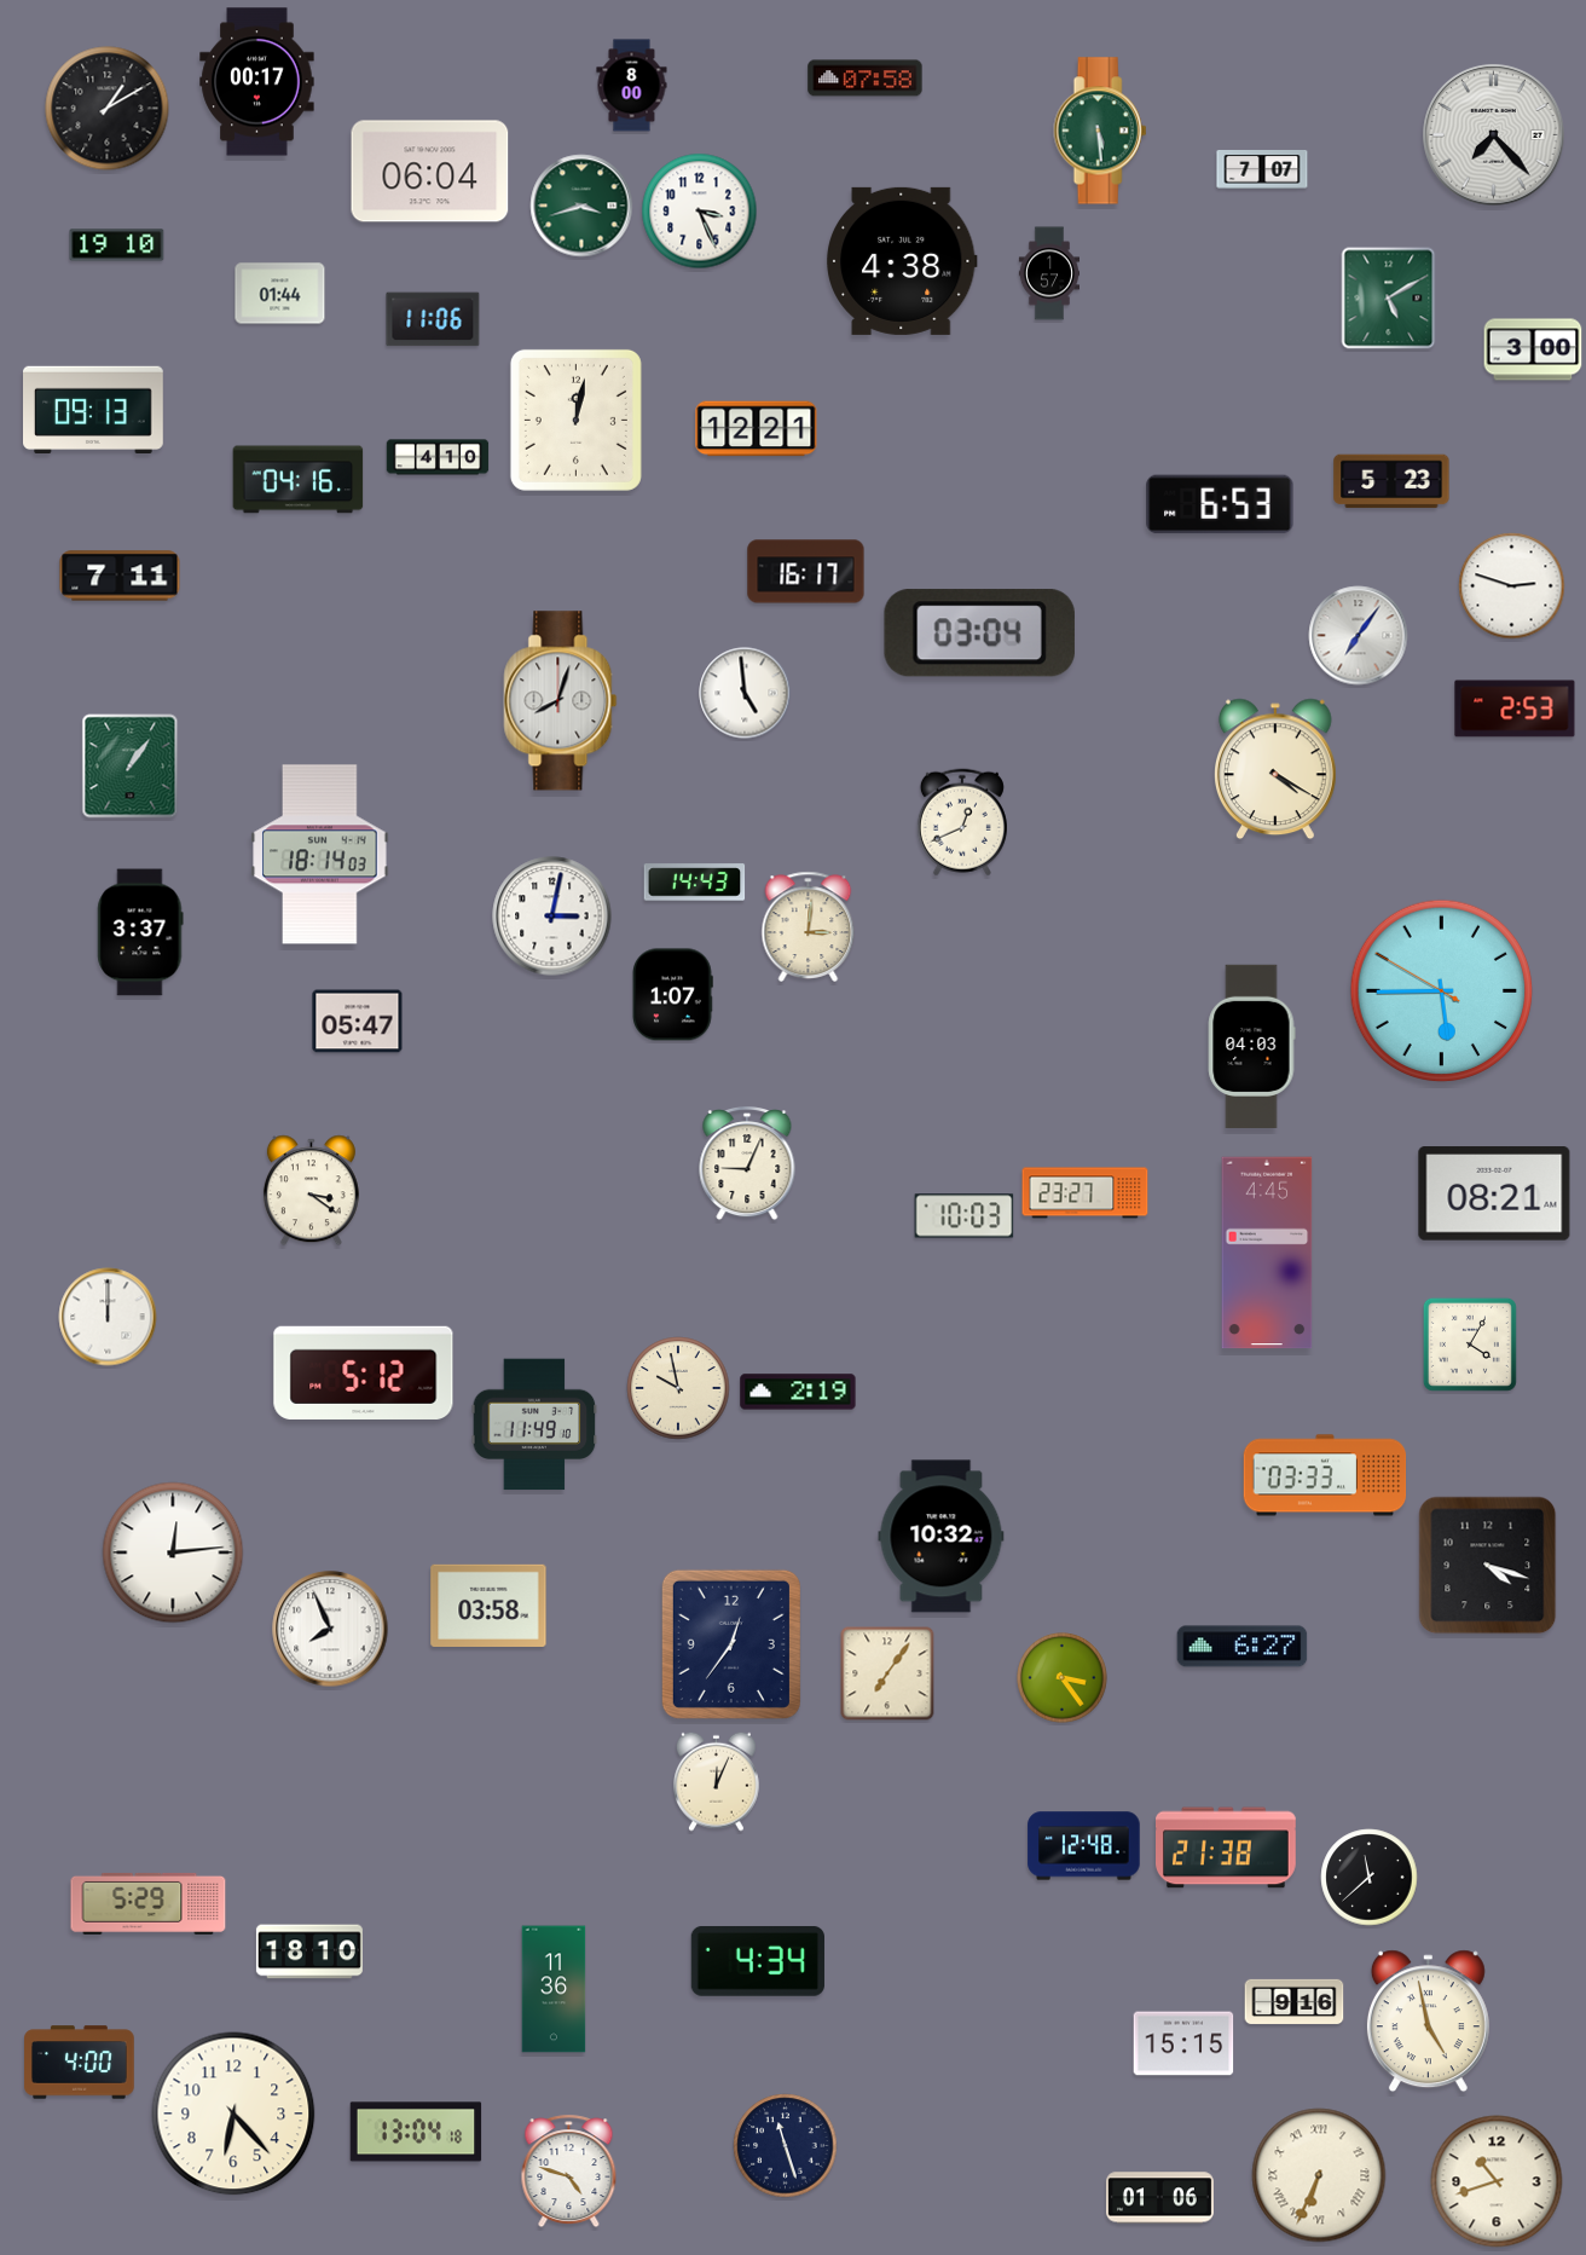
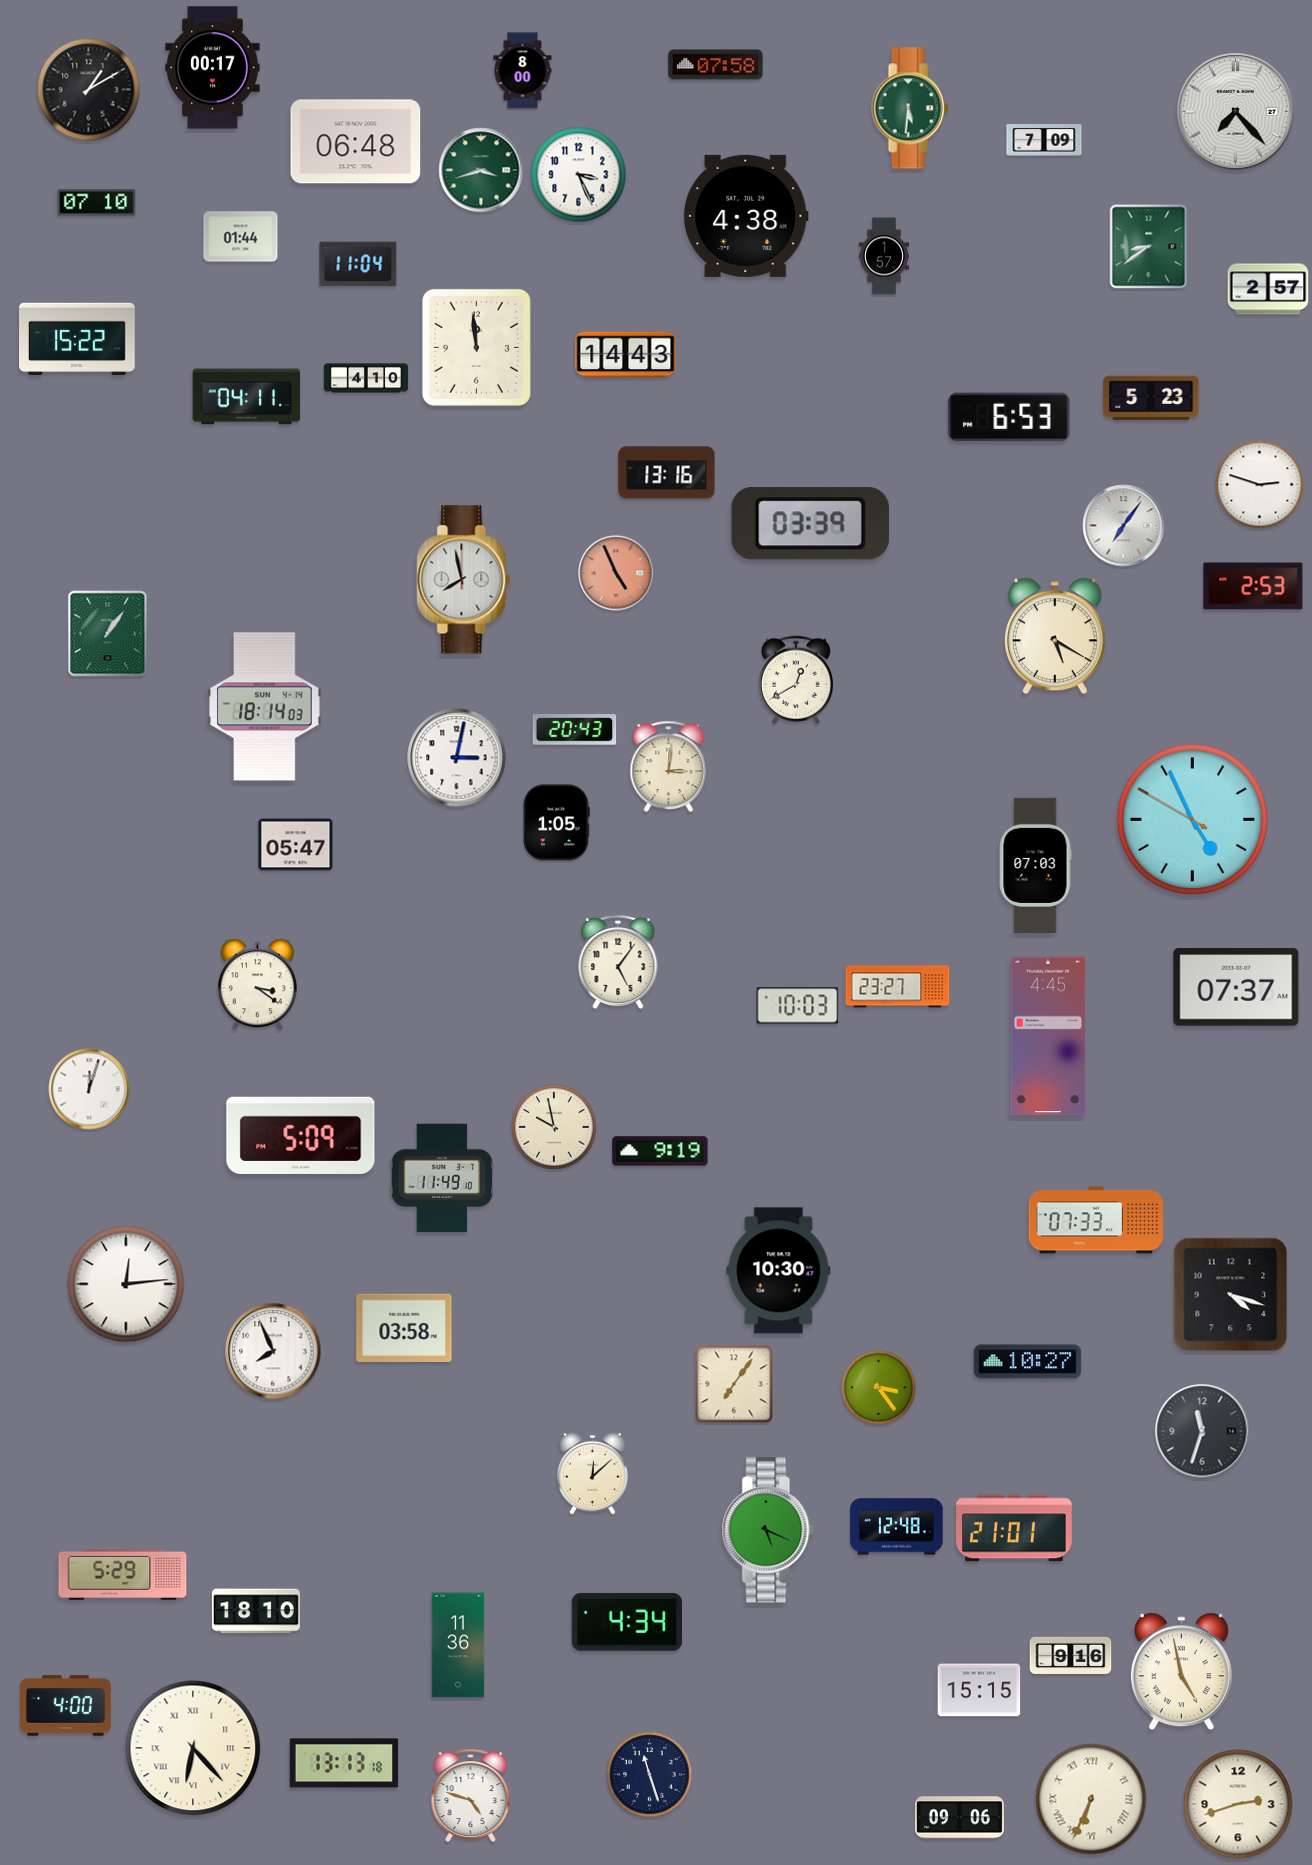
clock at (1100, 131): 5:29 -> 5:31
clock at (1262, 170): 7:07 -> 7:09
clock at (430, 172): 06:04 -> 06:48
clock at (117, 245): 19:10 -> 07:10
clock at (1048, 273) position: (1048, 273) -> (883, 256)
clock at (280, 294) position: (280, 294) -> (241, 237)
clock at (1389, 299): 5:10 -> 8:39
clock at (433, 319): 11:06 -> 11:04
clock at (1533, 349): 3:00 -> 2:57
clock at (94, 409): 09:13 -> 15:22
clock at (575, 420): 12:02 -> 11:59
clock at (757, 429): 12:21 -> 14:43
clock at (438, 457) position: (438, 457) -> (366, 378)
clock at (299, 480): 04:16 -> 04:11
clock at (806, 572): 16:17 -> 13:16
clock at (120, 576): 7:11 -> none
clock at (1512, 586) position: (1512, 586) -> (1260, 485)
clock at (979, 634): 03:04 -> 03:39
clock at (745, 693): 4:59 -> 4:56
clock at (745, 693) dial: white -> salmon
clock at (561, 701): 8:03 -> 7:58
clock at (1277, 769): 4:20 -> 5:20
clock at (962, 822): 12:41 -> 12:40
clock at (695, 883): 14:43 -> 20:43
clock at (140, 932): 3:37 -> none
clock at (1442, 991): 5:44 -> 4:55
clock at (672, 995): 1:07 -> 1:05
clock at (1251, 1046): 04:03 -> 07:03
clock at (747, 1164): 9:04 -> 5:06
clock at (1494, 1193): 08:21 -> 07:37
clock at (108, 1317): 12:00 -> 12:03
clock at (1470, 1345): 4:05 -> none
clock at (364, 1372): 5:12 -> 5:09
clock at (678, 1388) position: (678, 1388) -> (554, 1127)
clock at (798, 1392): 2:19 -> 9:19
clock at (1325, 1475): 03:33 -> 07:33
clock at (942, 1537): 10:32 -> 10:30
clock at (173, 1553) position: (173, 1553) -> (126, 1284)
clock at (330, 1629) position: (330, 1629) -> (273, 1351)
clock at (731, 1644): 12:36 -> none
clock at (1243, 1647): 6:27 -> 10:27
clock at (1202, 1431): none -> 11:33
clock at (717, 1781): 12:04 -> 12:08
clock at (1227, 1848): 21:38 -> 21:01
clock at (768, 1530): none -> 5:19
clock at (1370, 1878): 11:38 -> none
clock at (309, 1952) position: (309, 1952) -> (256, 1611)
clock at (233, 2114) numerals: Arabic -> Roman
clock at (416, 2132): 13:04 -> 13:13
clock at (1497, 2181): 10:42 -> 2:42
clock at (1159, 2198): 01:06 -> 09:06
